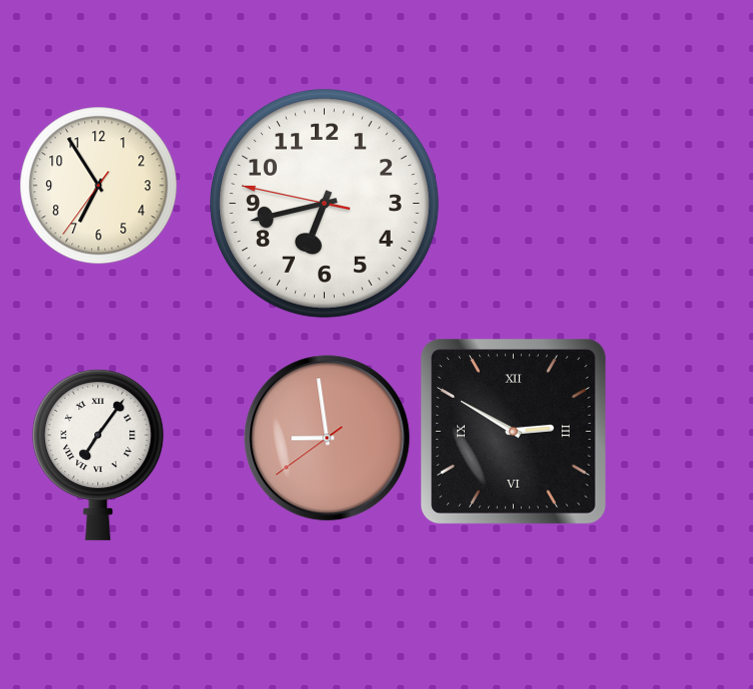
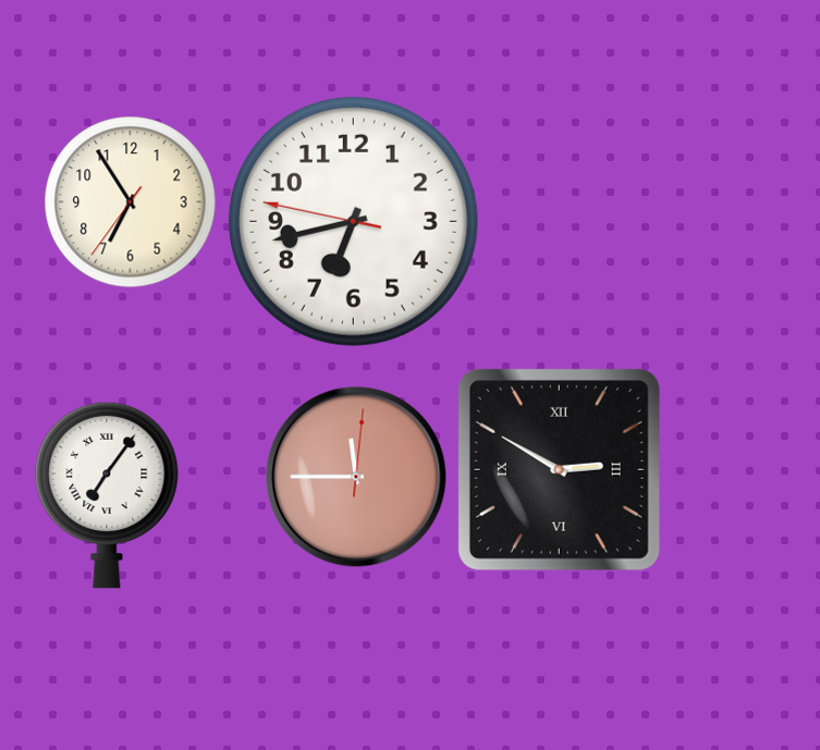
clock at (99, 186) position: (99, 186) -> (131, 202)
clock at (327, 438): 8:58 -> 11:45
